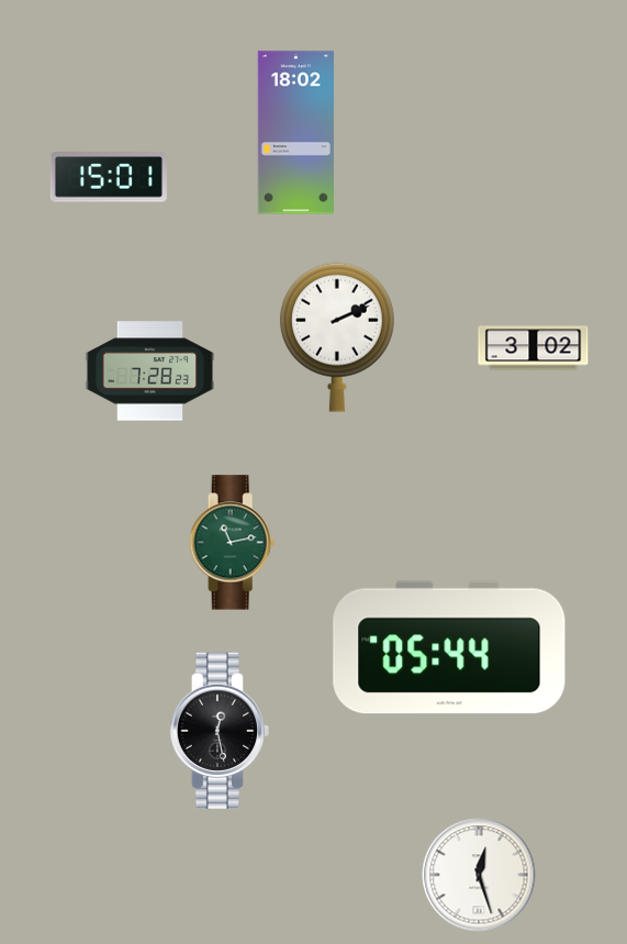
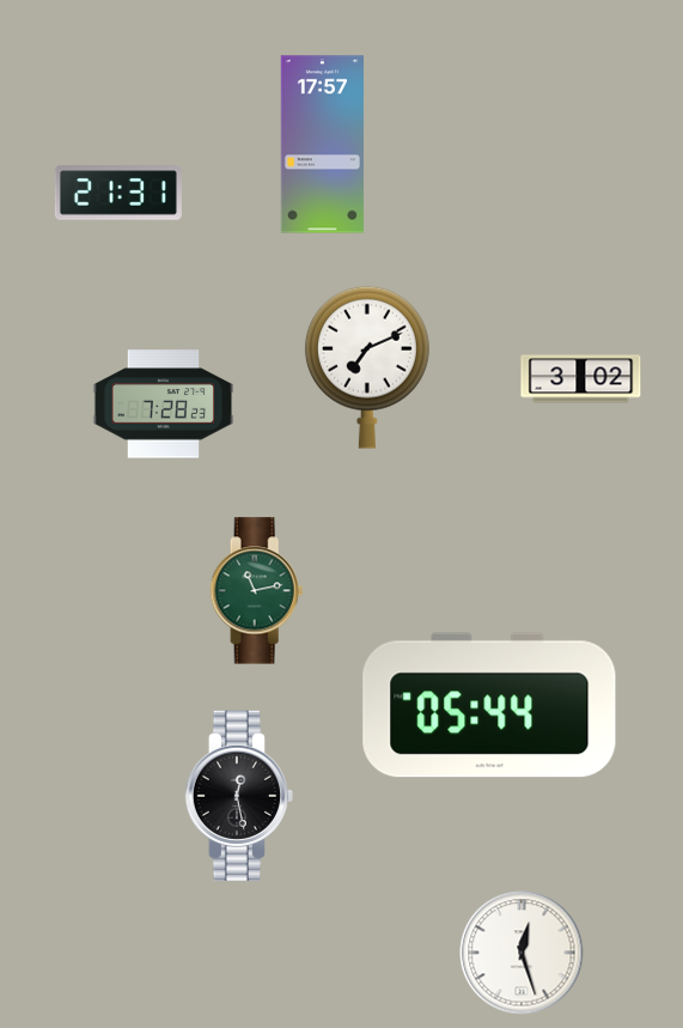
clock at (295, 133): 18:02 -> 17:57
clock at (109, 177): 15:01 -> 21:31
clock at (337, 337): 2:11 -> 7:11
clock at (233, 543) position: (233, 543) -> (257, 591)
